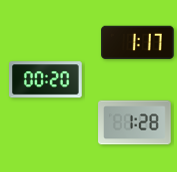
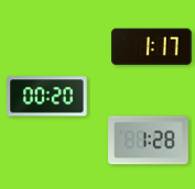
clock at (46, 80) position: (46, 80) -> (47, 97)
clock at (135, 123) position: (135, 123) -> (149, 141)
